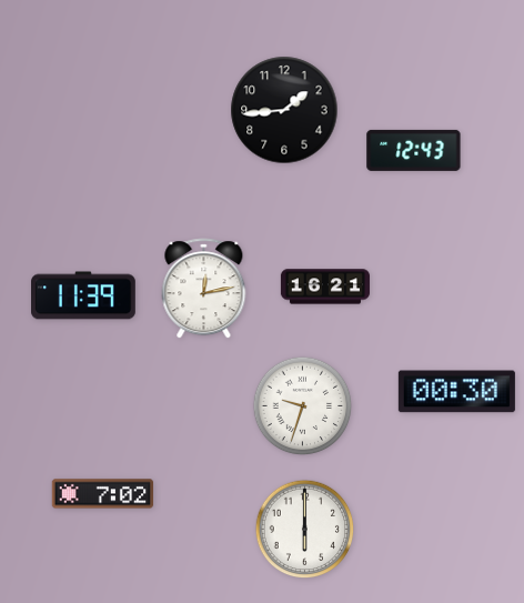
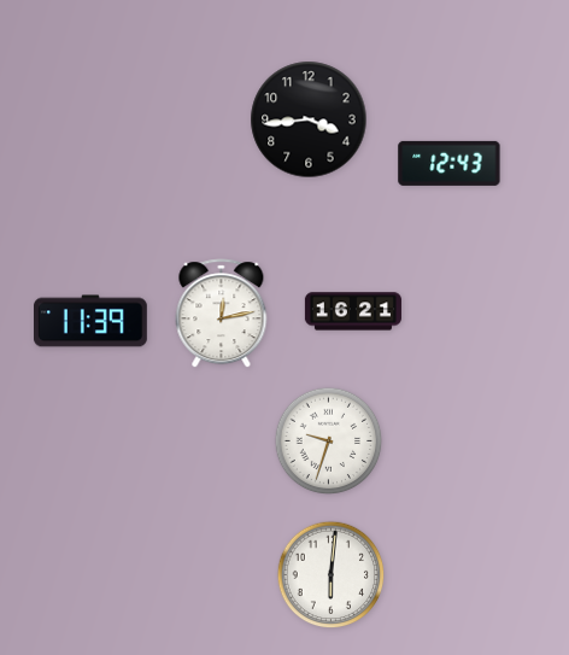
clock at (284, 110): 1:44 -> 3:44
clock at (456, 392): 00:30 -> none
clock at (103, 494): 7:02 -> none
clock at (305, 530): 6:00 -> 6:01
